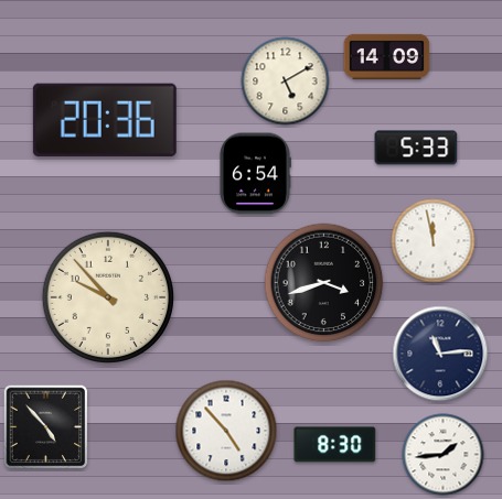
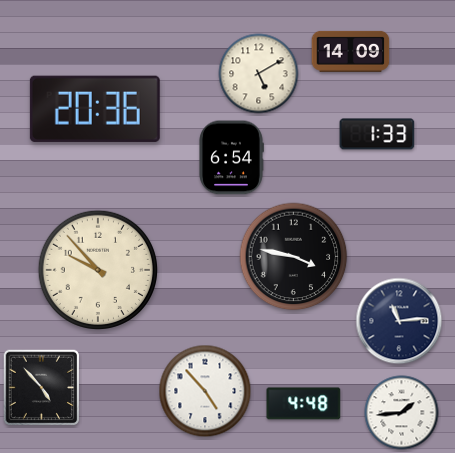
clock at (416, 148): 5:33 -> 1:33
clock at (434, 241): 11:58 -> none
clock at (324, 283): 3:42 -> 3:47
clock at (335, 445): 8:30 -> 4:48
